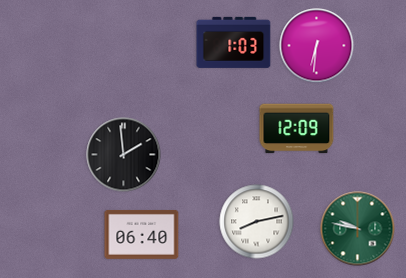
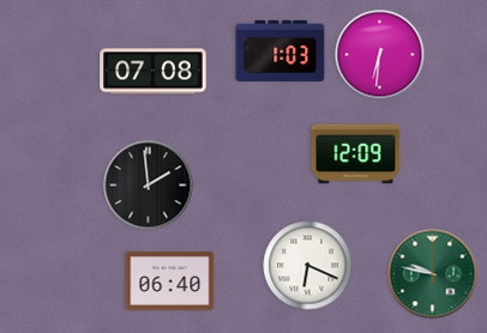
clock at (154, 72): none -> 07:08
clock at (257, 222): 8:13 -> 6:19
clock at (358, 229) position: (358, 229) -> (433, 274)
